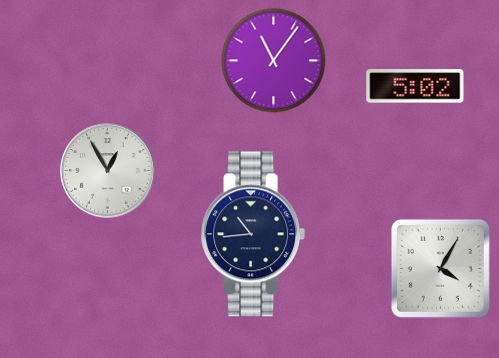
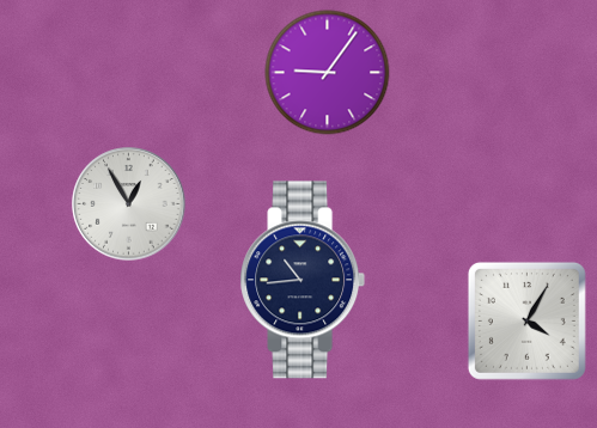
clock at (274, 61): 11:06 -> 9:06
clock at (415, 86): 5:02 -> none
